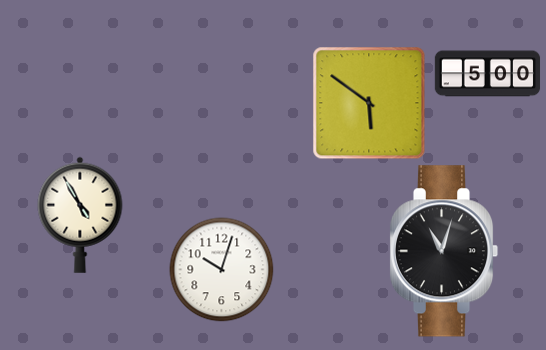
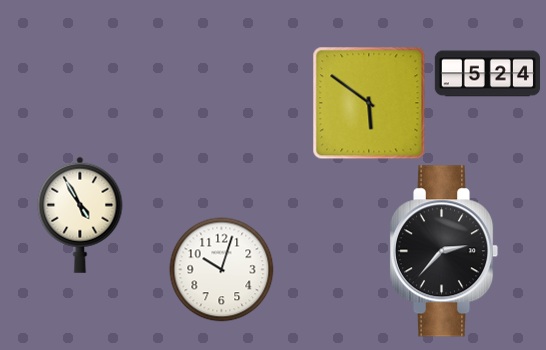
clock at (488, 74): 5:00 -> 5:24
clock at (444, 251): 11:03 -> 2:37
